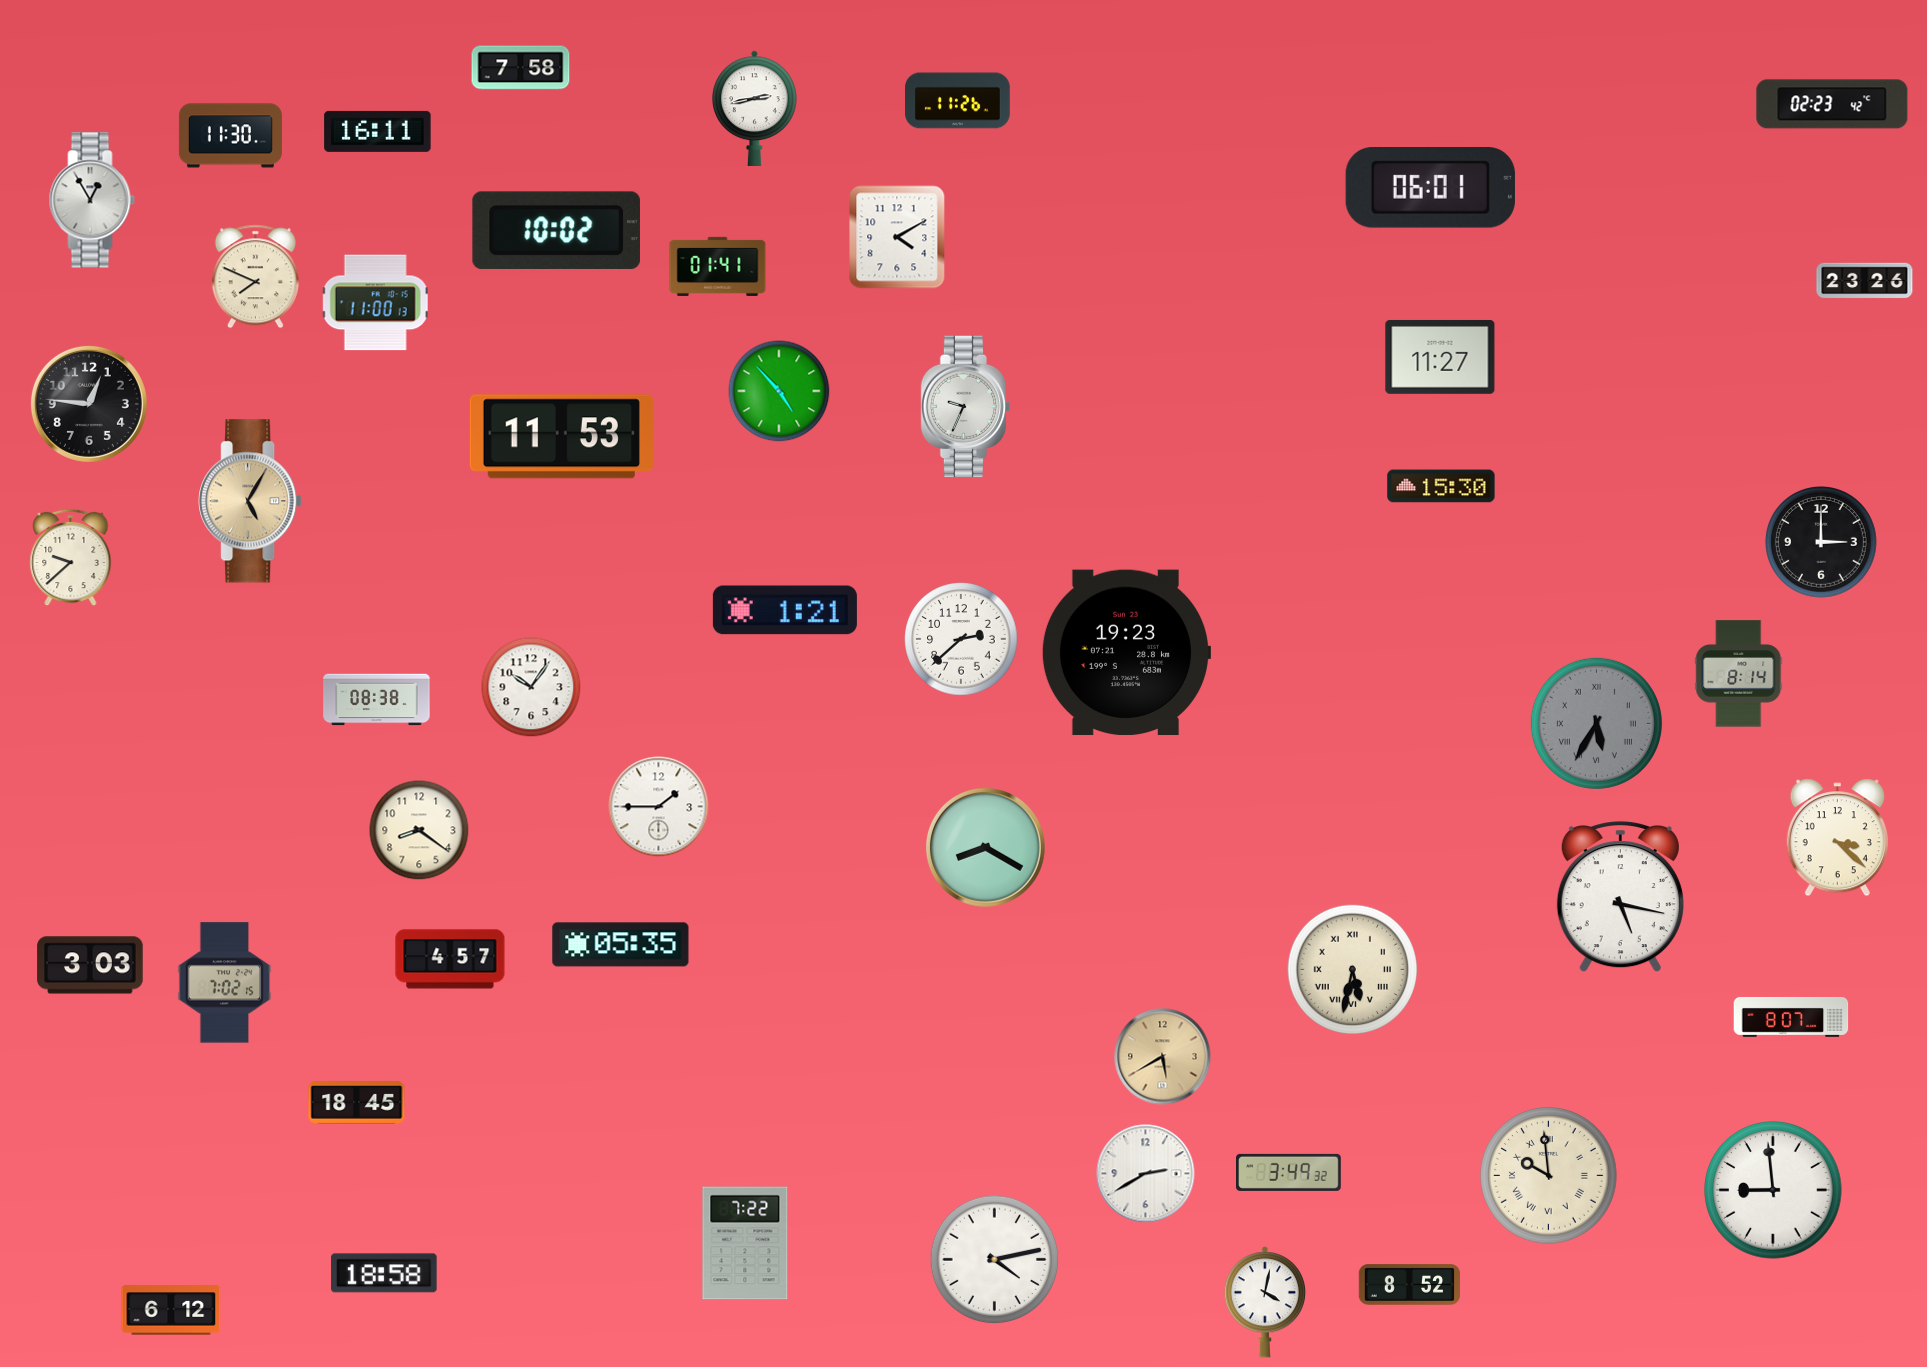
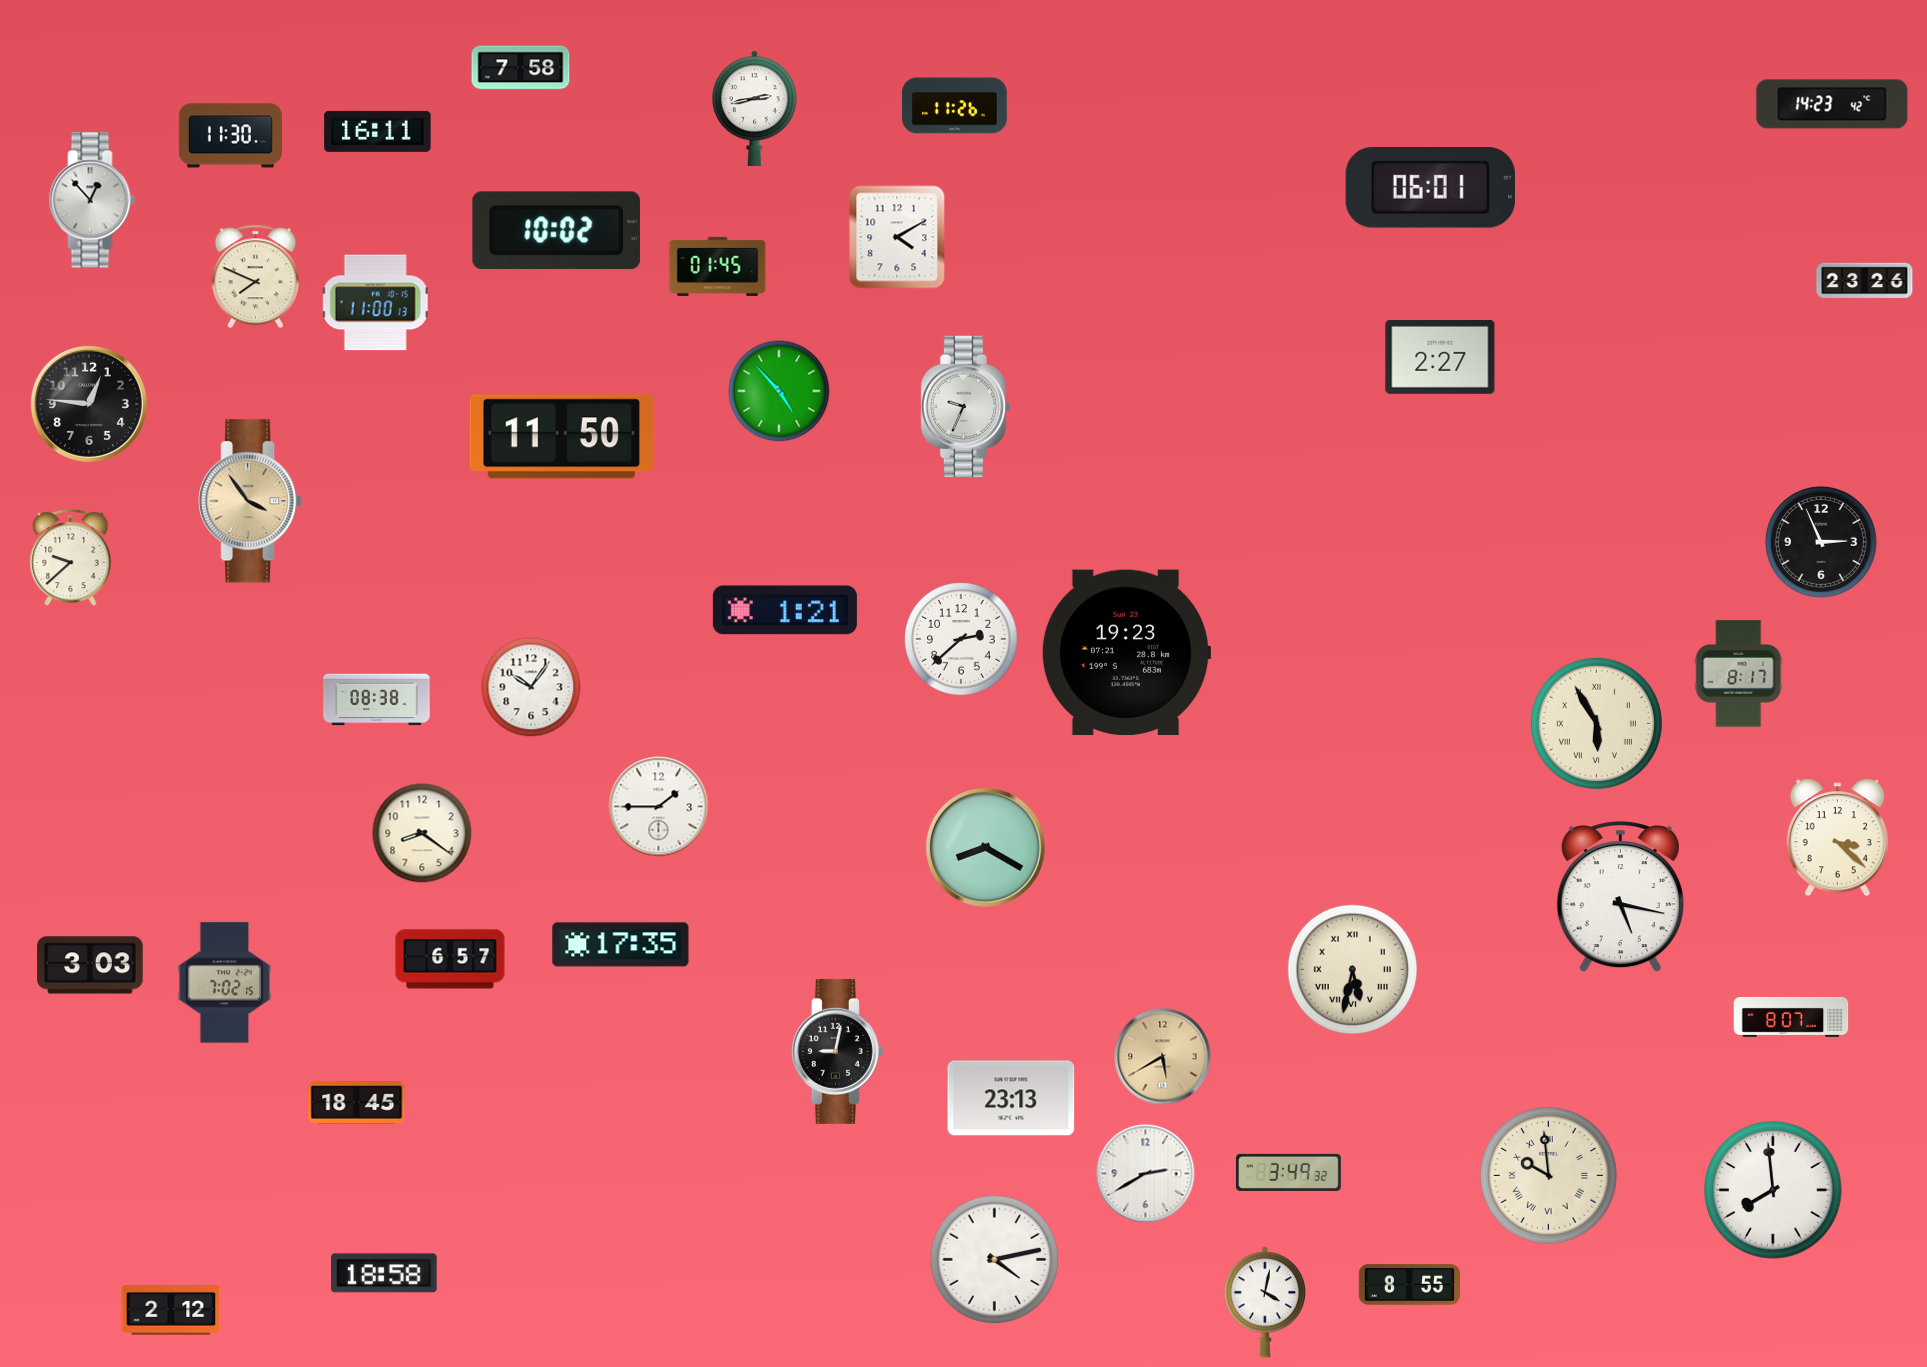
clock at (958, 101) position: (958, 101) -> (955, 106)
clock at (1832, 104): 02:23 -> 14:23
clock at (92, 200): 12:55 -> 12:53
clock at (718, 266): 01:41 -> 01:45
clock at (1440, 357): 11:27 -> 2:27
clock at (561, 437): 11:53 -> 11:50
clock at (1441, 486): 15:30 -> none
clock at (250, 501): 5:05 -> 3:54
clock at (1822, 543): 3:00 -> 2:56
clock at (1739, 674): 8:14 -> 8:17
clock at (1596, 723): 5:35 -> 5:55
clock at (1596, 723) dial: grey -> cream
clock at (419, 830) position: (419, 830) -> (422, 833)
clock at (621, 945): 05:35 -> 17:35
clock at (450, 959): 4:57 -> 6:57
clock at (837, 1051): none -> 9:02
clock at (1011, 1098): none -> 23:13
clock at (1773, 1190): 8:59 -> 7:59
clock at (745, 1243): 7:22 -> none
clock at (1410, 1285): 8:52 -> 8:55
clock at (171, 1310): 6:12 -> 2:12
